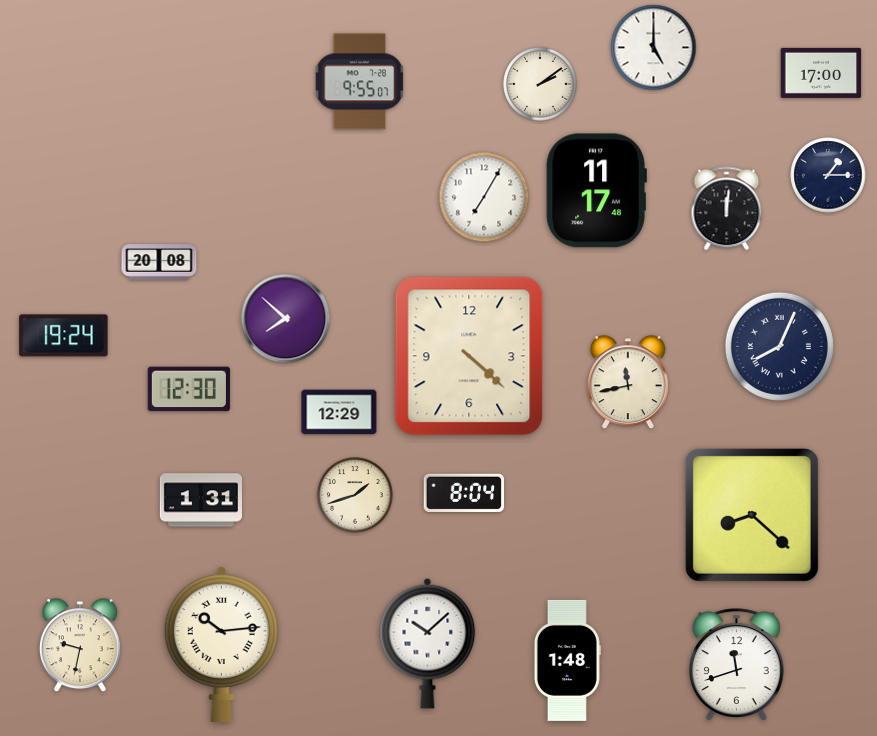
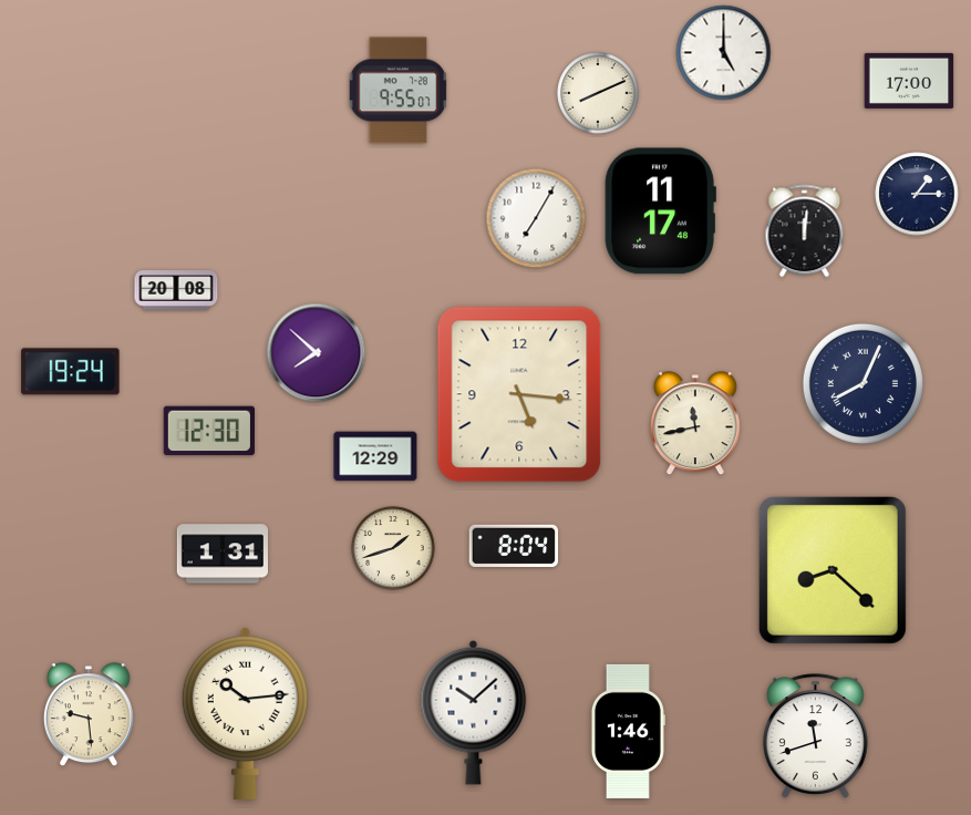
clock at (540, 84): 2:09 -> 8:11
clock at (469, 356): 4:22 -> 5:16
clock at (80, 646): 9:32 -> 9:29
clock at (567, 660): 1:48 -> 1:46
